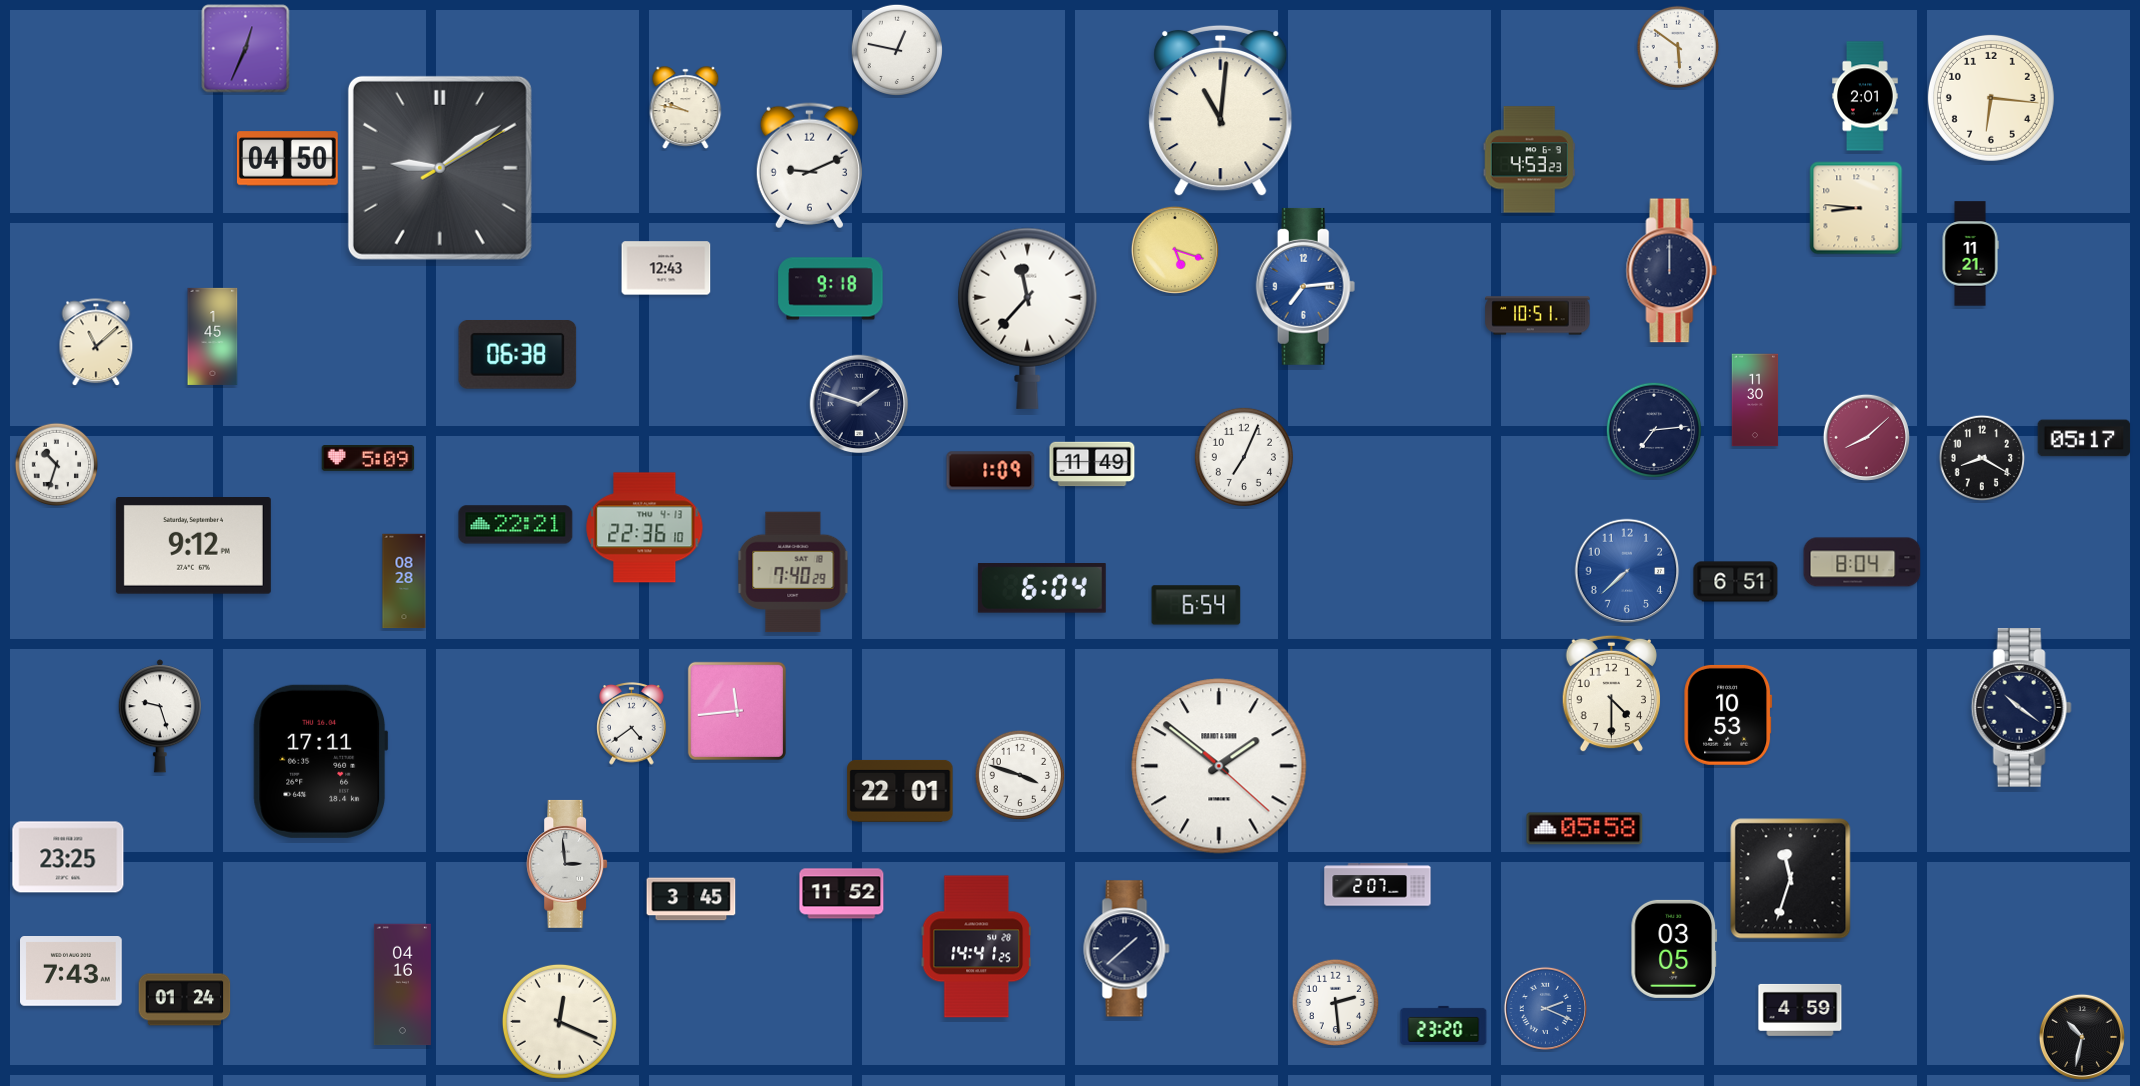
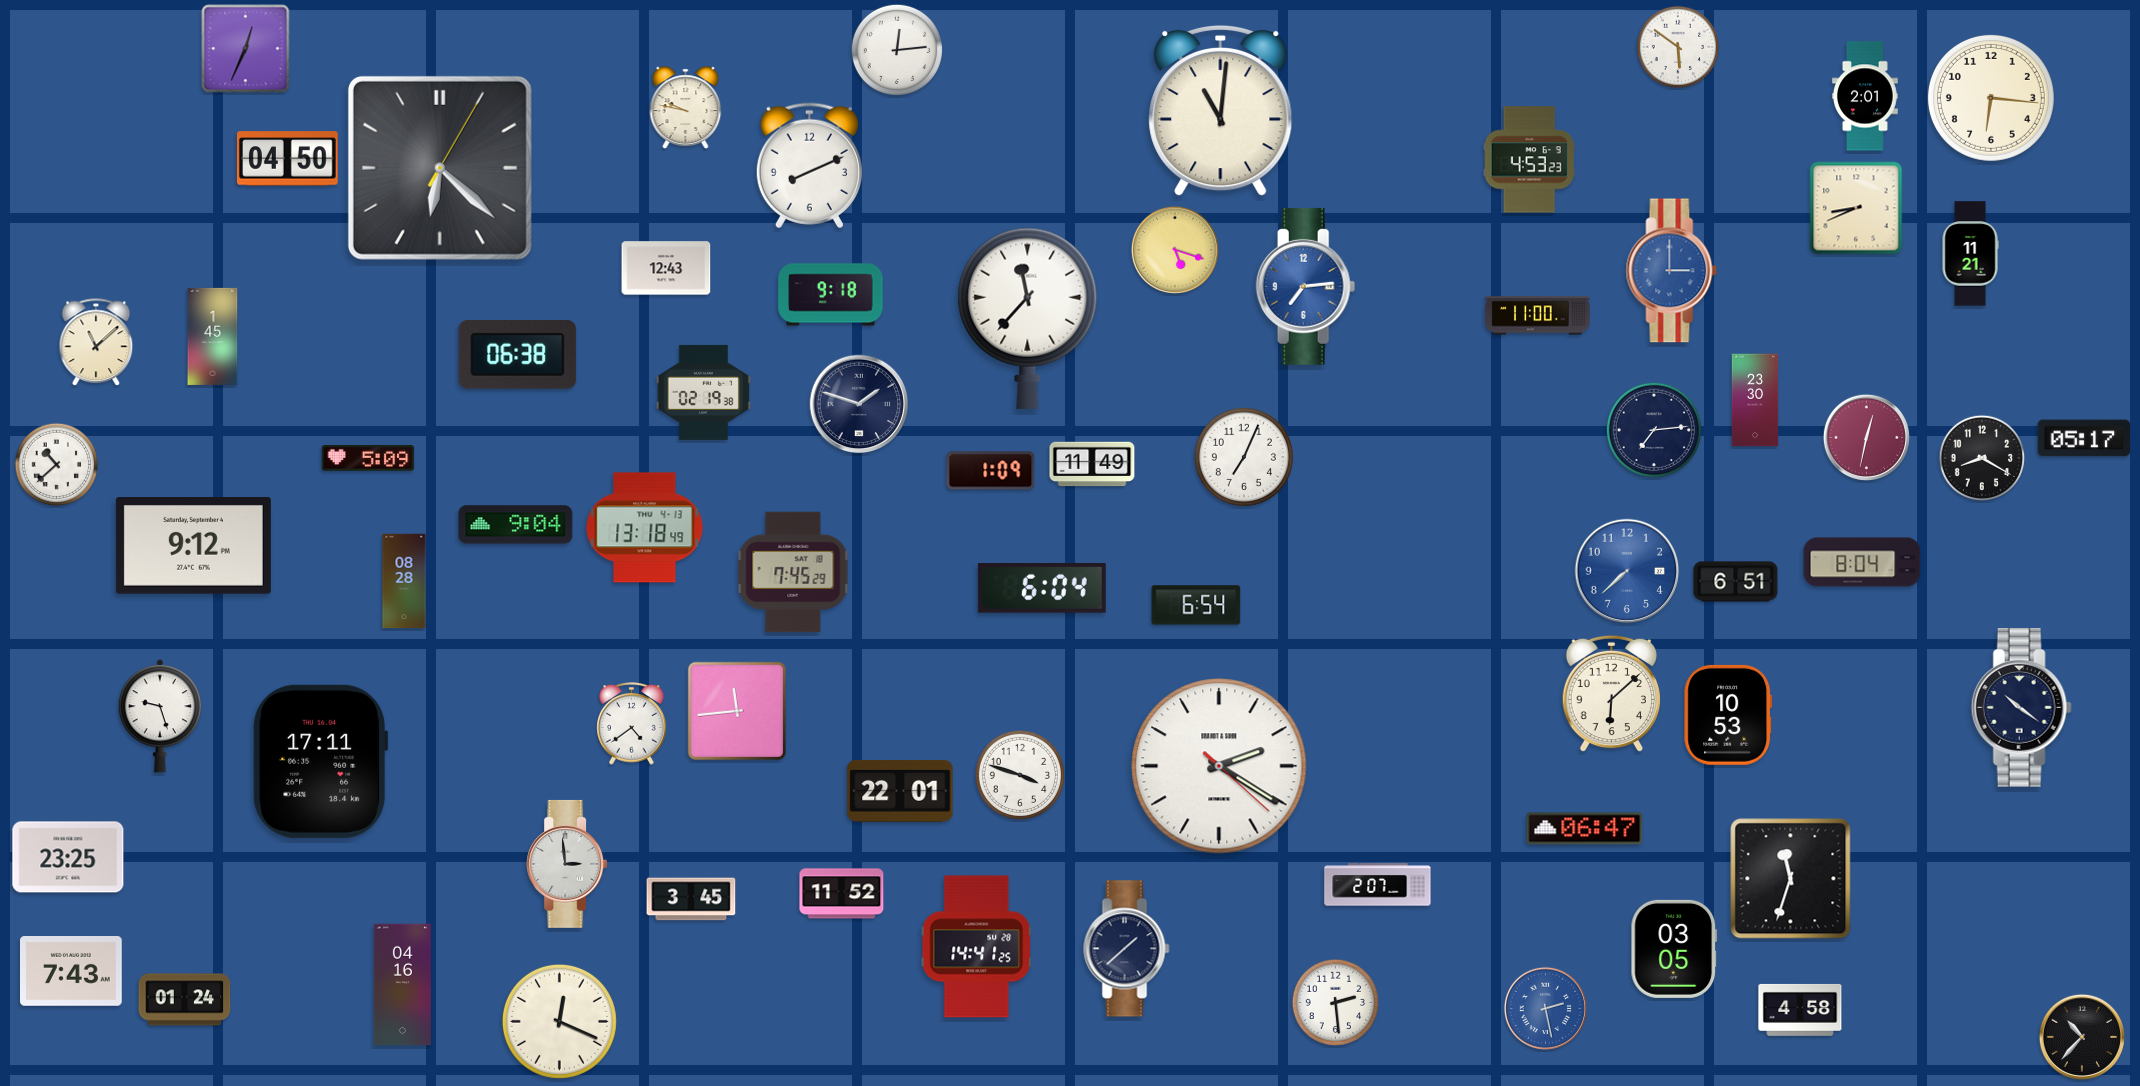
clock at (896, 49): 12:47 -> 12:14
clock at (809, 166): 9:11 -> 8:11
clock at (440, 168): 9:09 -> 6:22
clock at (1856, 208): 8:46 -> 8:41
clock at (1672, 271): 12:00 -> 3:00
clock at (1672, 271) dial: navy -> blue
clock at (831, 289) position: (831, 289) -> (831, 295)
clock at (1538, 316): 10:51 -> 11:00
clock at (703, 392): none -> 02:19
clock at (1755, 400): 11:30 -> 23:30
clock at (1866, 437): 8:08 -> 12:32
clock at (57, 465): 10:33 -> 10:38
clock at (516, 525): 22:21 -> 9:04
clock at (645, 528): 22:36 -> 13:18
clock at (793, 572): 7:40 -> 7:45
clock at (1611, 694): 4:30 -> 6:08
clock at (1219, 766): 1:51 -> 2:20
clock at (1585, 829): 05:58 -> 06:47
clock at (1545, 1008): 2:19 -> 2:28
clock at (1800, 1010): 4:59 -> 4:58
clock at (1444, 1025): 23:20 -> none
clock at (2082, 1037): 10:32 -> 10:37
